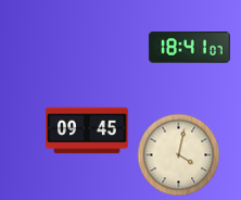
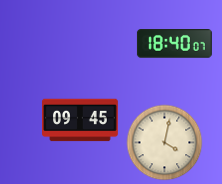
clock at (189, 48): 18:41 -> 18:40
